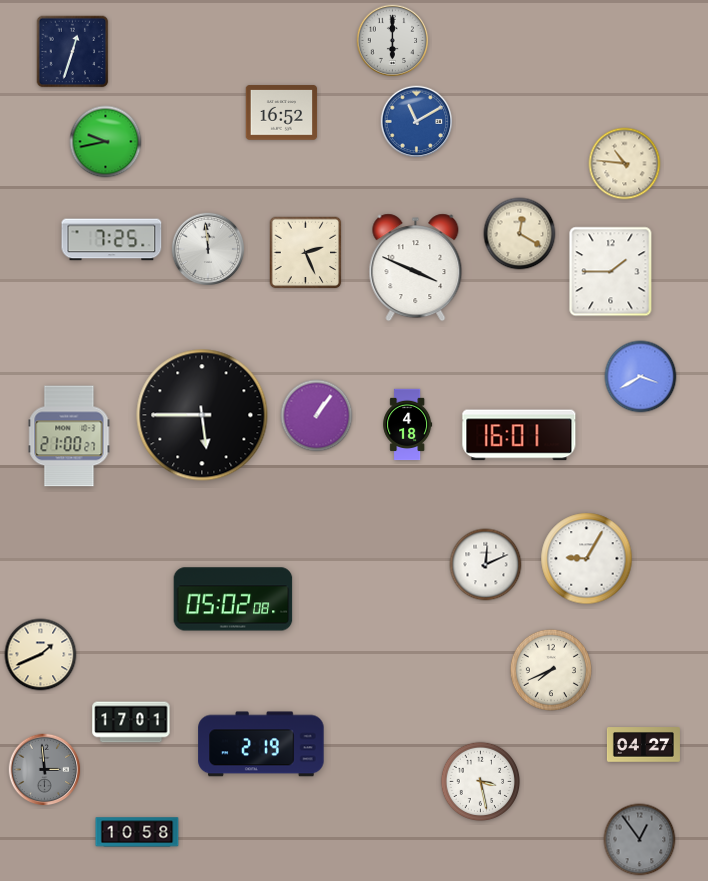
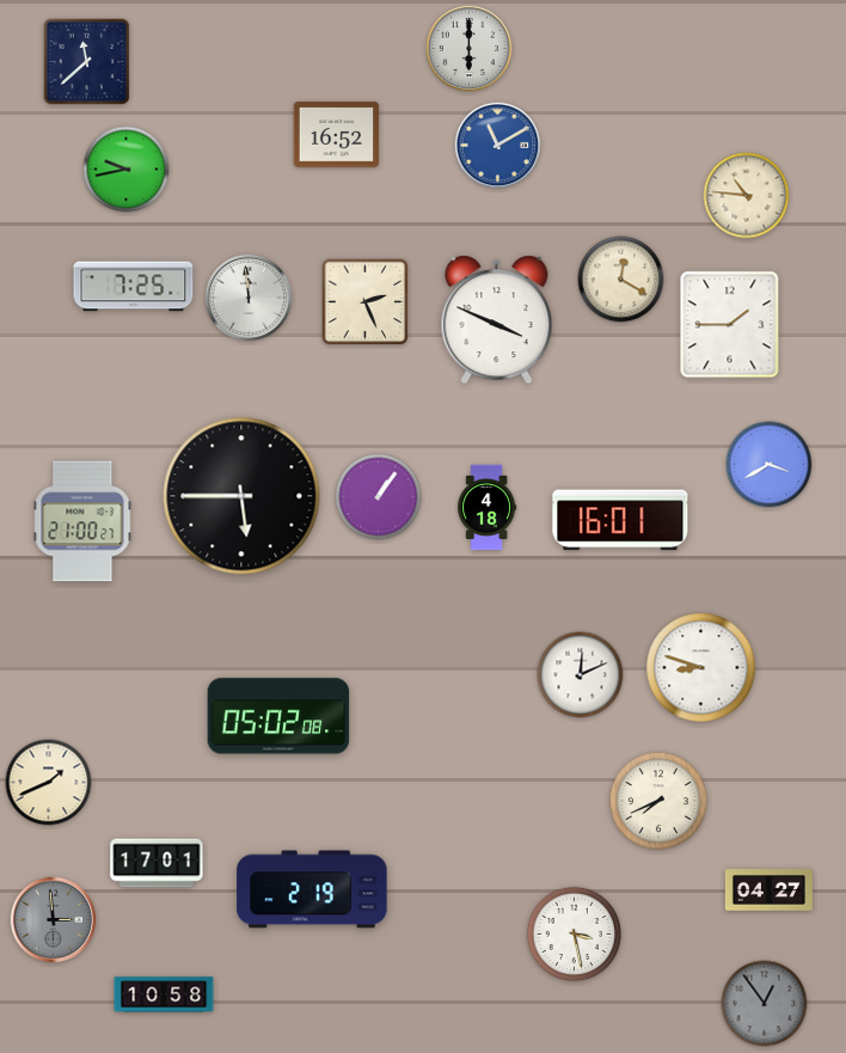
clock at (73, 52): 12:33 -> 11:38
clock at (641, 377) position: (641, 377) -> (770, 465)
clock at (587, 559): 9:05 -> 8:48
